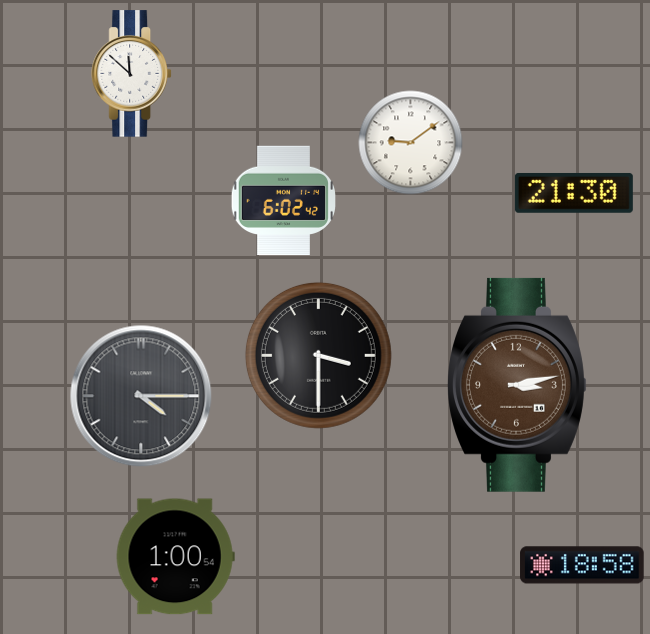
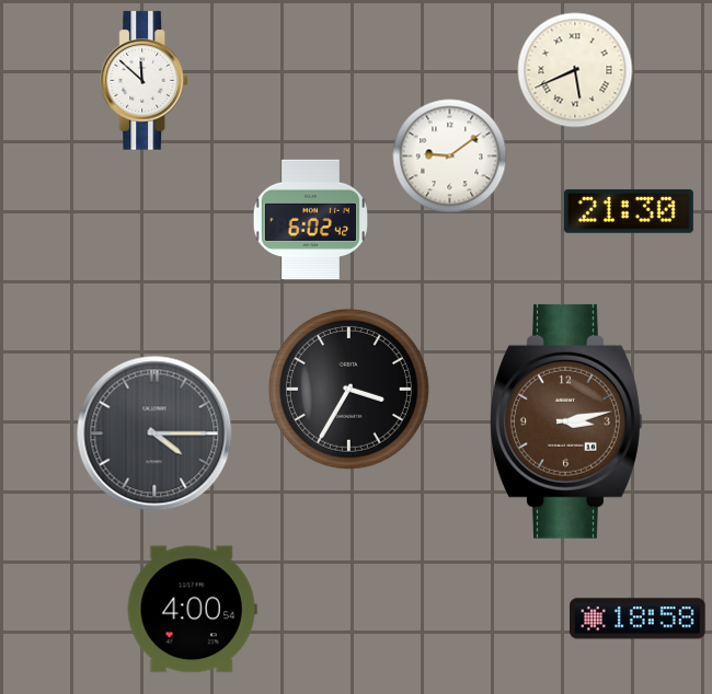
clock at (575, 70): none -> 5:41
clock at (318, 355): 3:30 -> 3:35
clock at (175, 557): 1:00 -> 4:00
